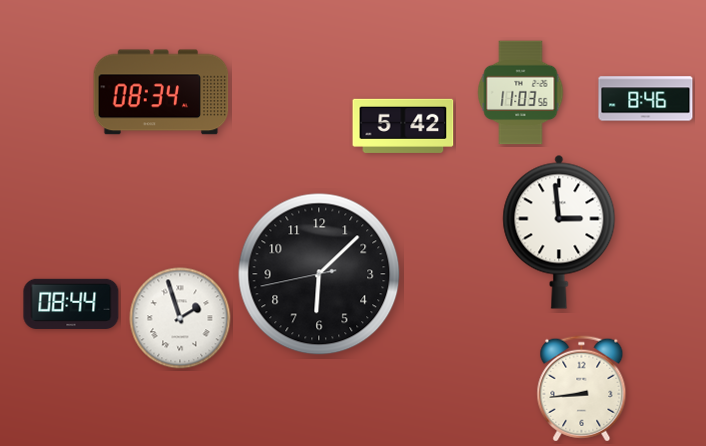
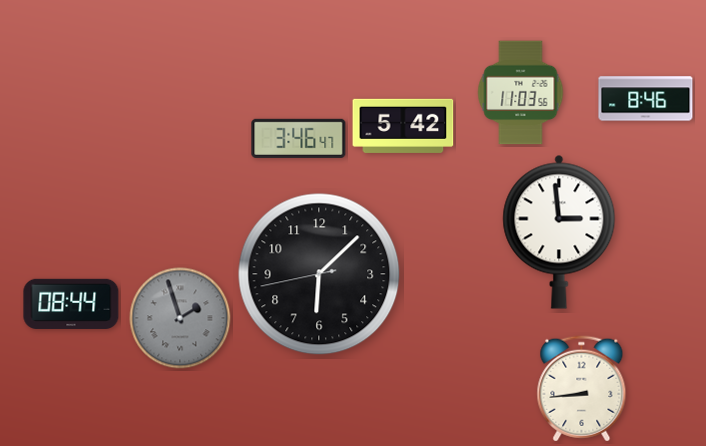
clock at (161, 92): 08:34 -> none
clock at (299, 138): none -> 3:46
clock at (180, 318) dial: white -> grey
